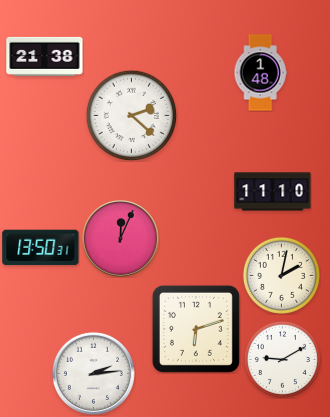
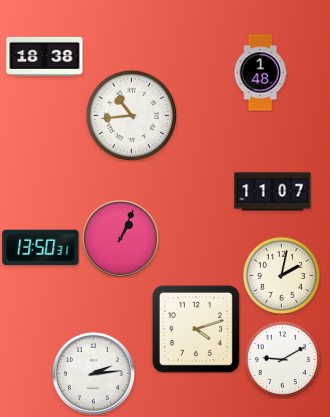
clock at (45, 56): 21:38 -> 18:38
clock at (131, 115): 2:22 -> 10:44
clock at (273, 192): 11:10 -> 11:07
clock at (121, 239): 12:04 -> 1:04
clock at (196, 329): 6:12 -> 4:12
